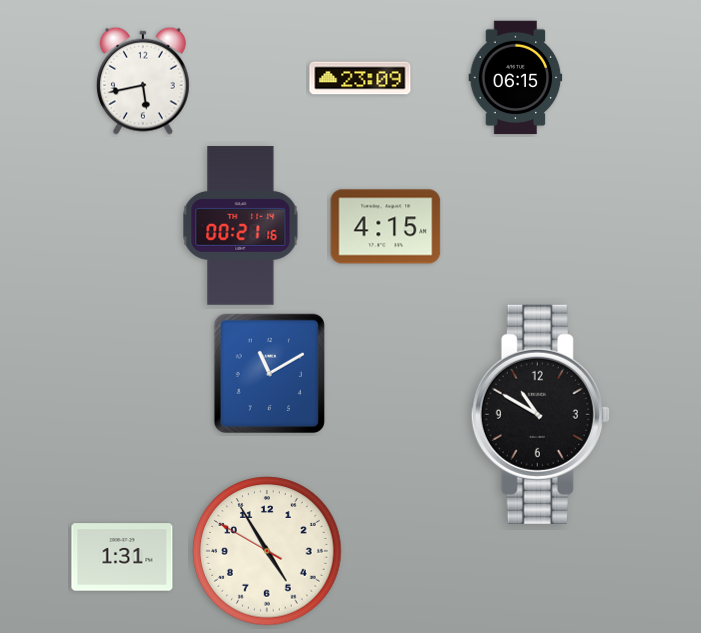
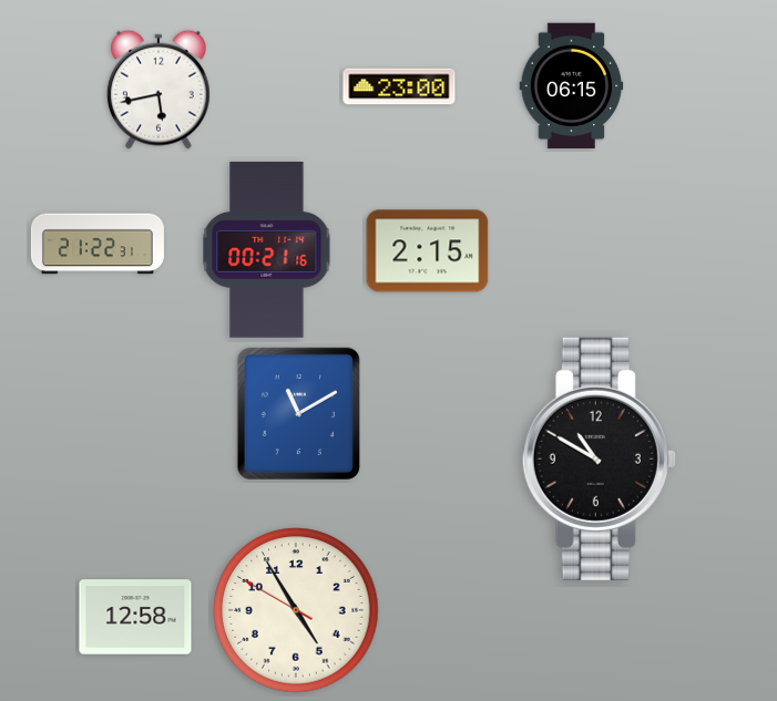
clock at (360, 78): 23:09 -> 23:00
clock at (98, 244): none -> 21:22
clock at (386, 227): 4:15 -> 2:15
clock at (122, 557): 1:31 -> 12:58
